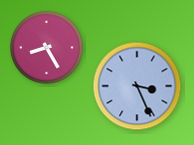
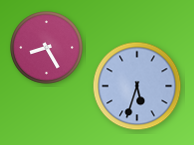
clock at (137, 86): 3:26 -> 5:33
